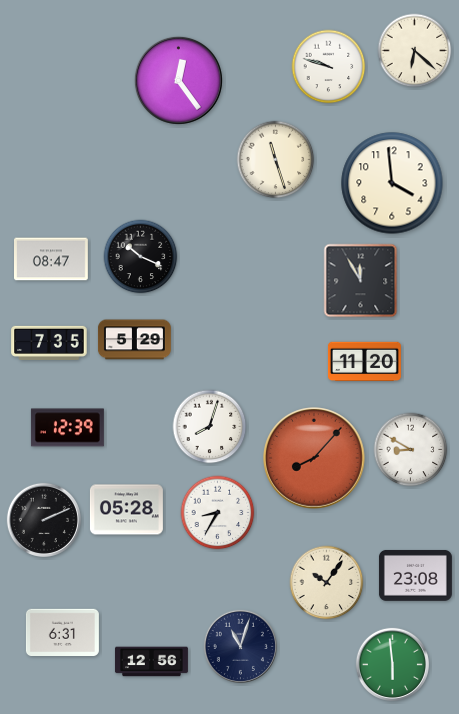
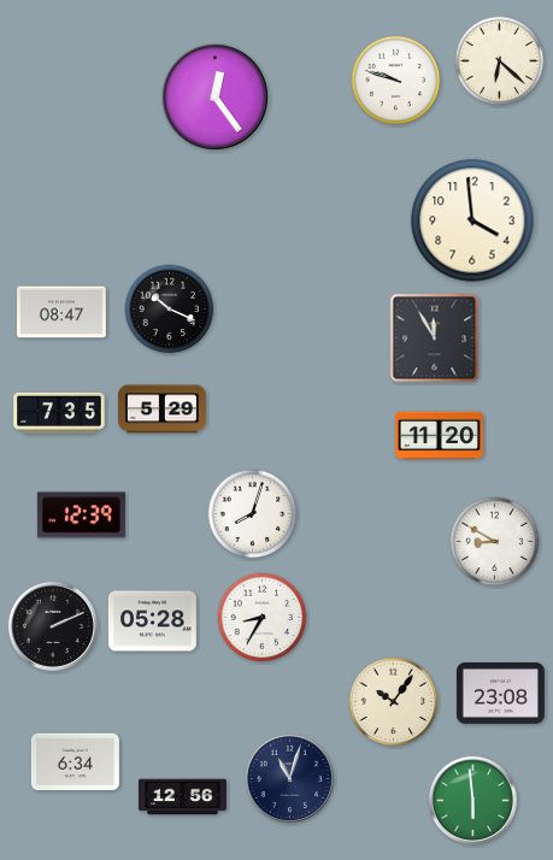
clock at (276, 160): 11:27 -> none
clock at (315, 459): 8:07 -> none
clock at (126, 510) position: (126, 510) -> (152, 622)
clock at (62, 633): 6:31 -> 6:34
